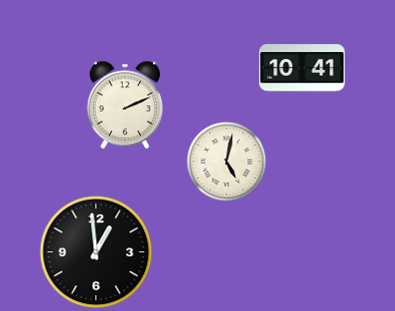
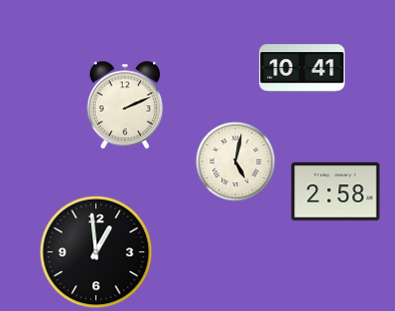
clock at (227, 162) position: (227, 162) -> (236, 162)
clock at (336, 192): none -> 2:58
